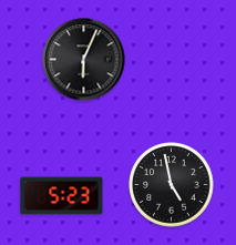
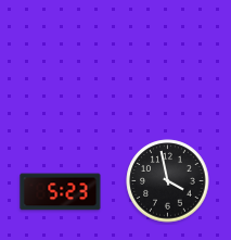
clock at (84, 60): 6:04 -> none
clock at (172, 185): 4:58 -> 3:58
